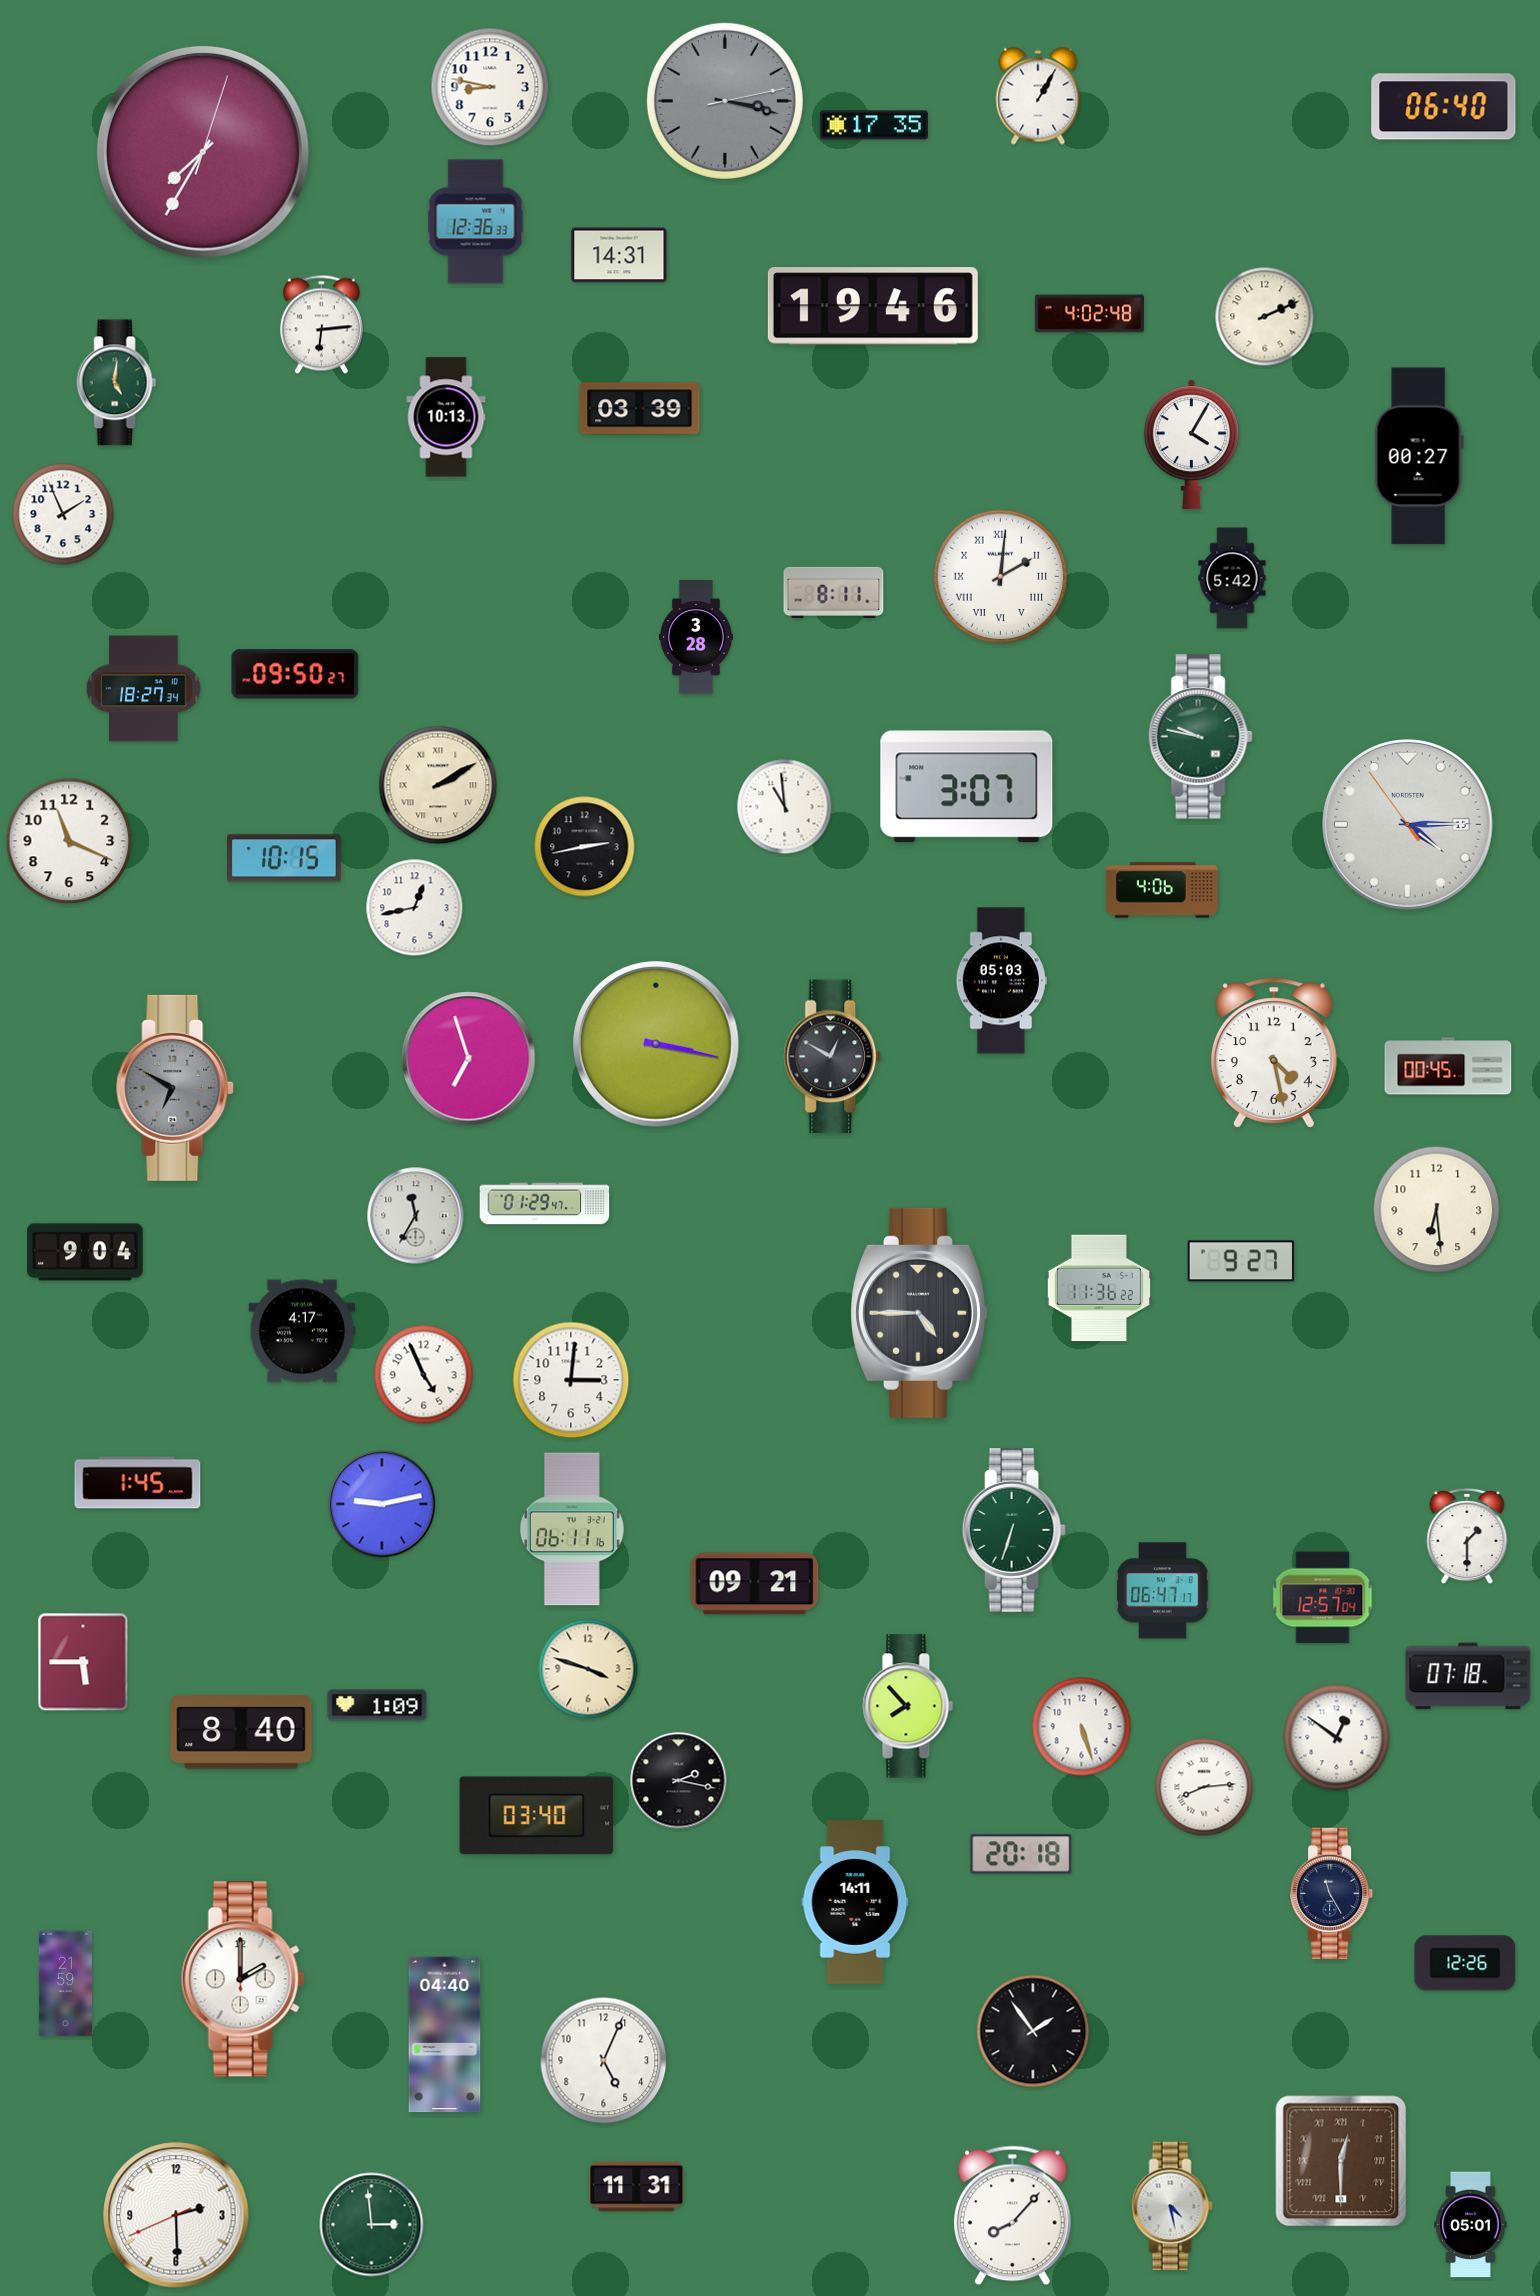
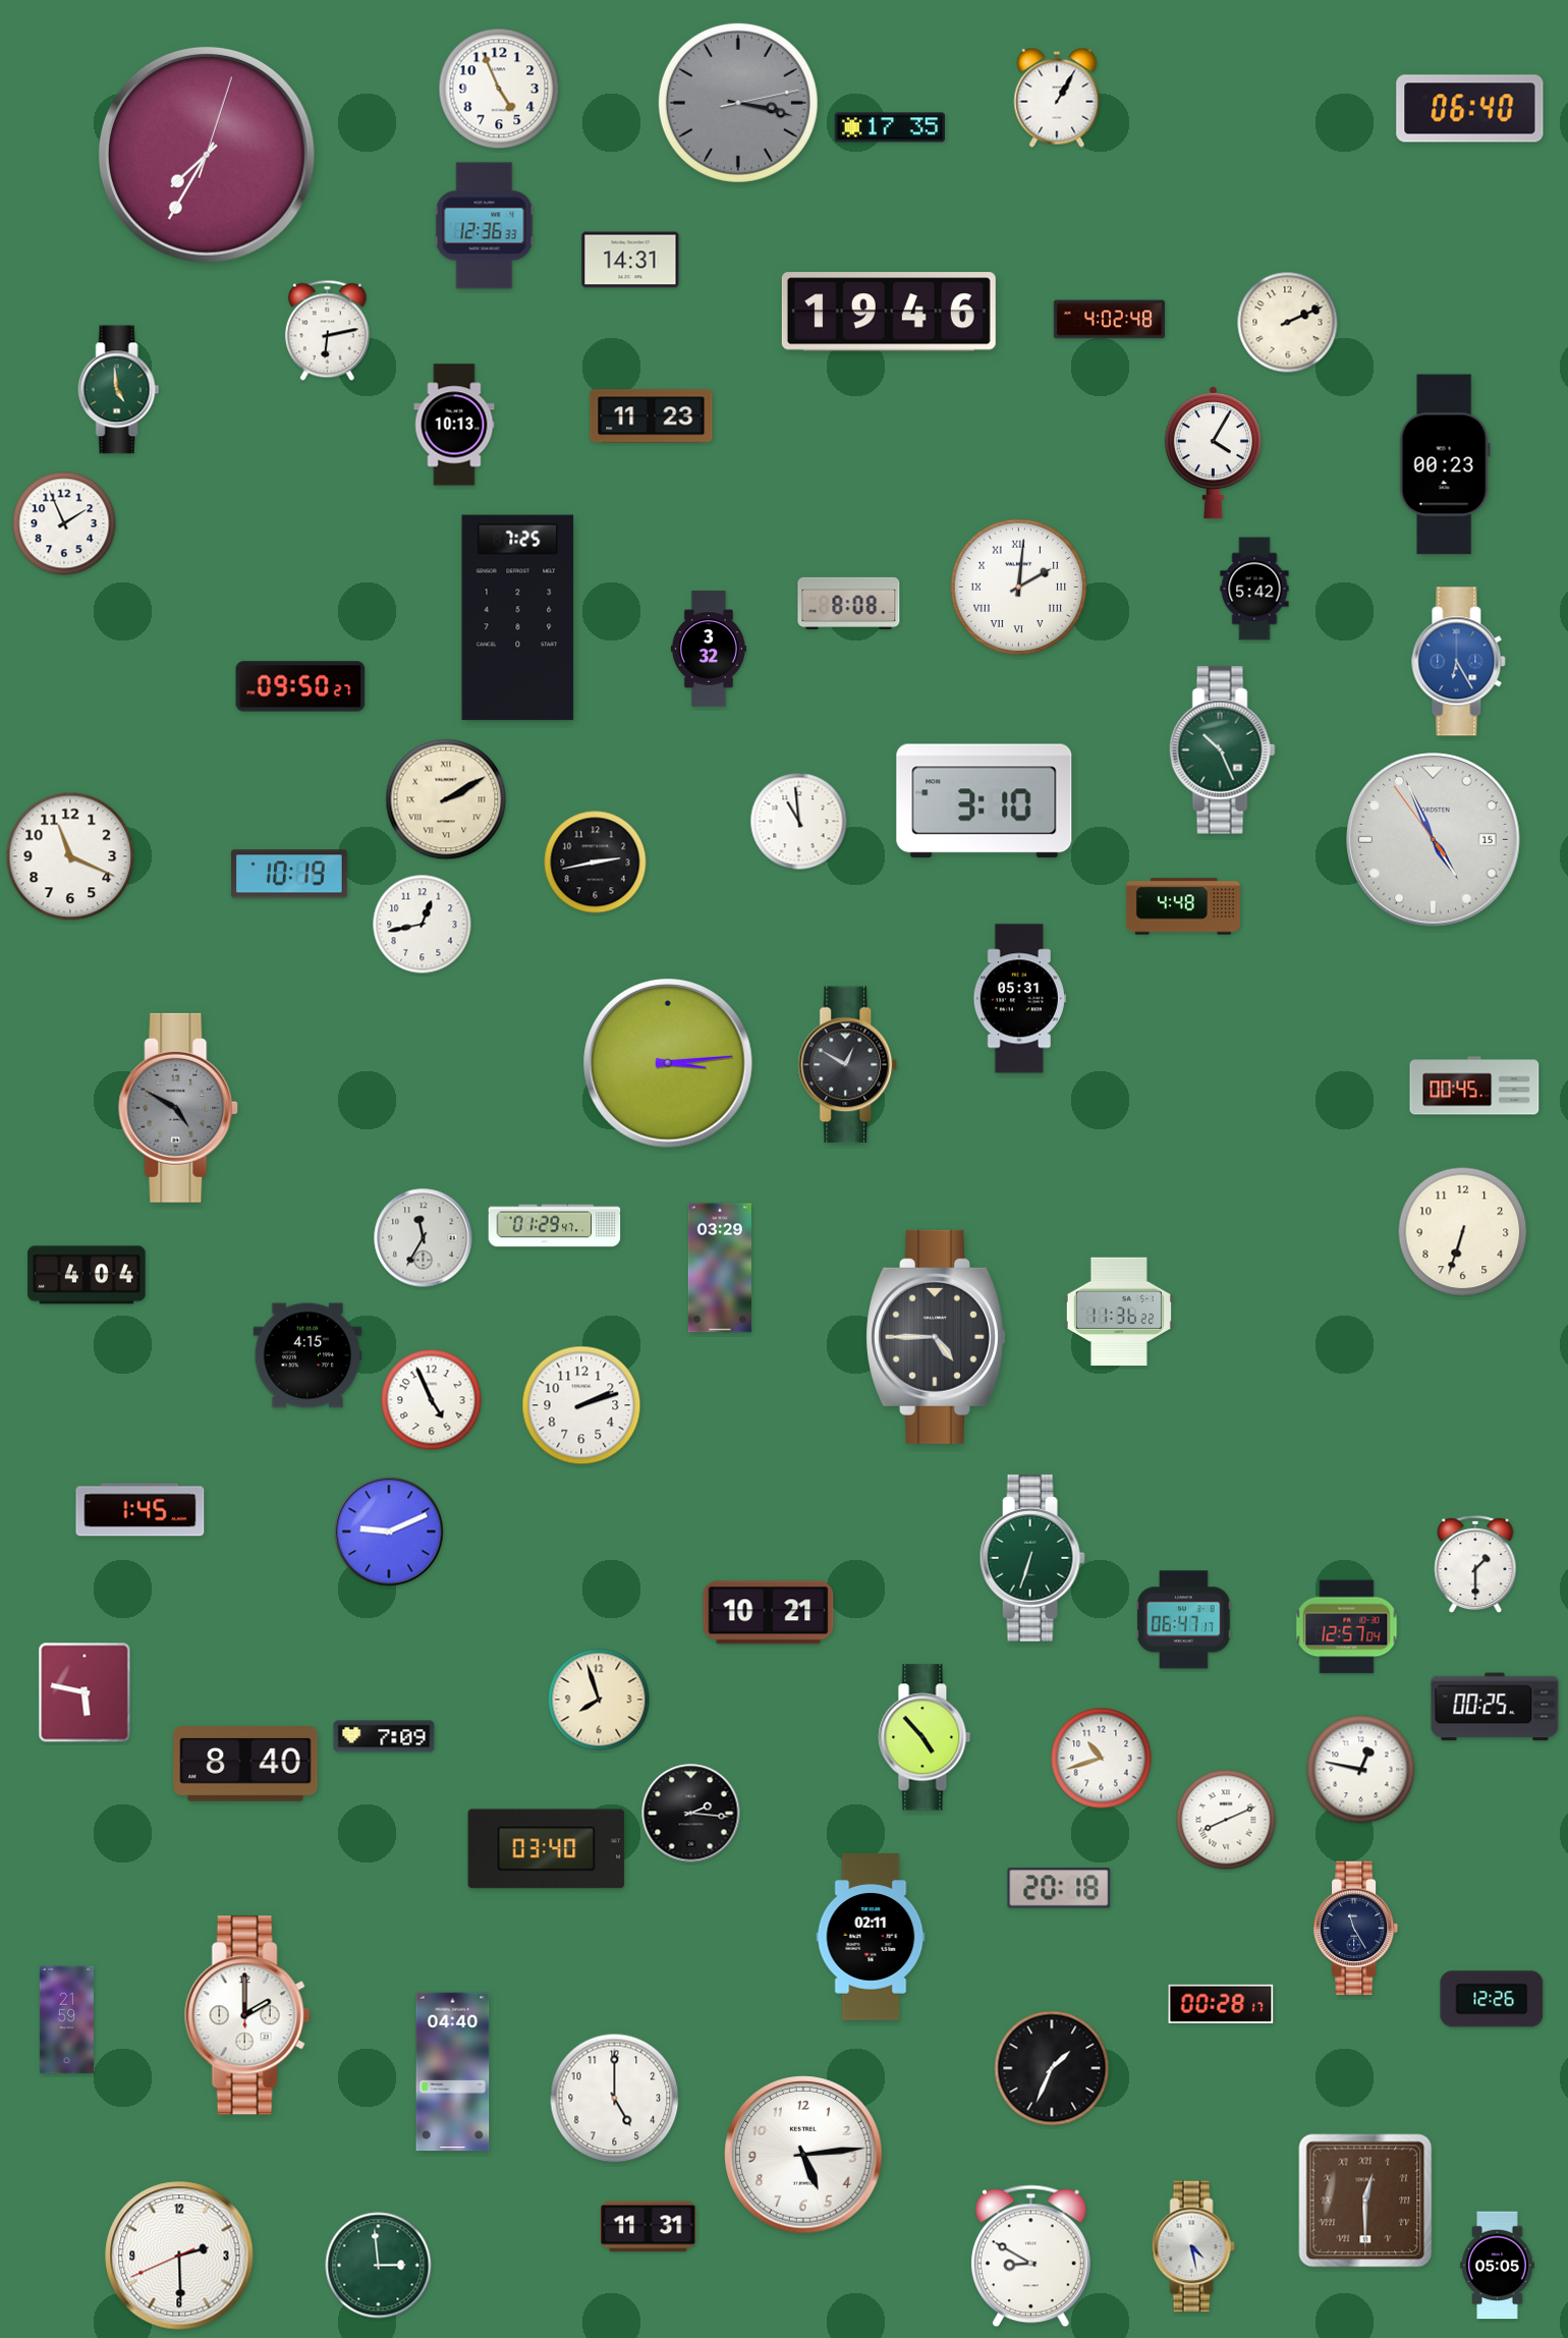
clock at (490, 87): 8:47 -> 4:56
clock at (321, 325): 6:14 -> 6:13
clock at (117, 383): 5:01 -> 4:59
clock at (640, 409): 03:39 -> 11:23
clock at (1419, 456): 00:27 -> 00:23
clock at (834, 592): 8:11 -> 8:08
clock at (518, 618): none -> 7:25
clock at (696, 637): 3:28 -> 3:32
clock at (1459, 662): none -> 6:25
clock at (144, 689): 18:27 -> none
clock at (1200, 737): 9:47 -> 10:26
clock at (967, 787): 3:07 -> 3:10
clock at (1408, 825): 4:14 -> 4:55
clock at (285, 858): 10:15 -> 10:19
clock at (1162, 890): 4:06 -> 4:48
clock at (1001, 981): 05:03 -> 05:31
clock at (656, 1044): 3:17 -> 3:14
clock at (1274, 1053): 4:28 -> none
clock at (833, 1057) position: (833, 1057) -> (848, 1065)
clock at (469, 1059): 6:57 -> none
clock at (176, 1088): 6:50 -> 4:50
clock at (1437, 1210): 6:29 -> 6:33
clock at (719, 1268): none -> 03:29
clock at (85, 1252): 9:04 -> 4:04
clock at (1240, 1261): 9:27 -> none
clock at (302, 1331): 4:17 -> 4:15
clock at (571, 1380): 3:01 -> 2:12
clock at (382, 1504): 9:13 -> 9:11
clock at (572, 1529): 06:11 -> none
clock at (1467, 1536) position: (1467, 1536) -> (1475, 1564)
clock at (755, 1584): 09:21 -> 10:21
clock at (83, 1662): 5:45 -> 5:47
clock at (588, 1669): 3:48 -> 7:57
clock at (1468, 1676): 07:18 -> 00:25
clock at (377, 1705): 1:09 -> 7:09
clock at (908, 1706): 7:53 -> 4:53
clock at (1082, 1727): 5:27 -> 10:42
clock at (1337, 1738): 12:51 -> 12:47
clock at (679, 1781): 2:17 -> 2:16
clock at (1204, 1787): 8:14 -> 8:11
clock at (1021, 1854) position: (1021, 1854) -> (1059, 1888)
clock at (855, 1902): 14:11 -> 02:11
clock at (1221, 2004): none -> 00:28
clock at (1033, 2031): 1:54 -> 1:34
clock at (604, 2061): 5:04 -> 5:00
clock at (803, 2155): none -> 5:14
clock at (1012, 2216): 8:07 -> 8:50
clock at (1471, 2225): 05:01 -> 05:05
